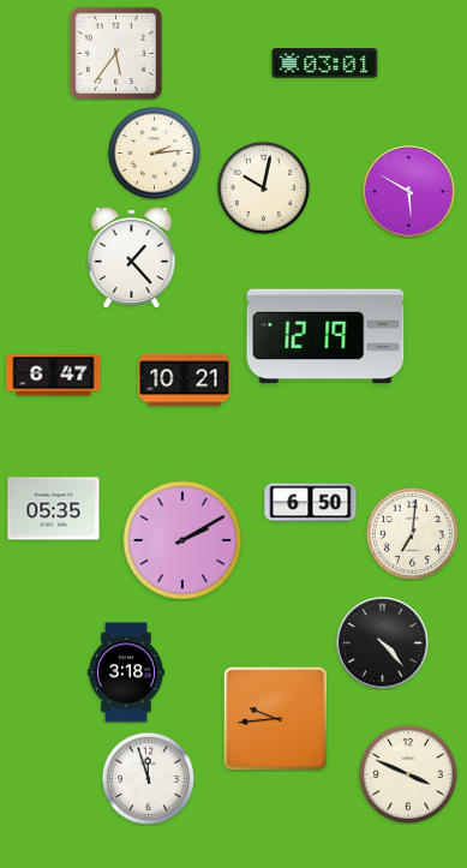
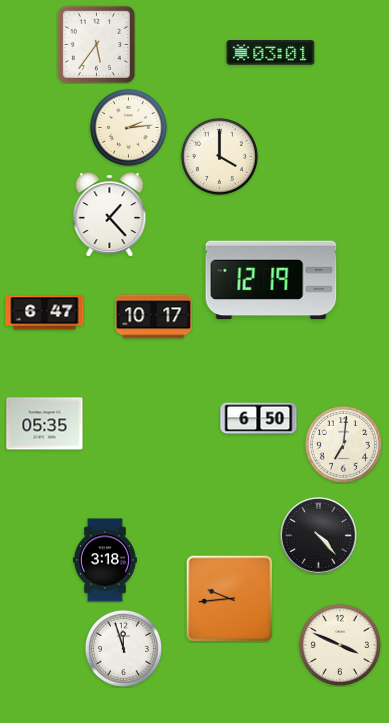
clock at (263, 187): 10:02 -> 4:00
clock at (409, 192): 5:50 -> none
clock at (185, 381): 10:21 -> 10:17
clock at (182, 540): 2:10 -> none
